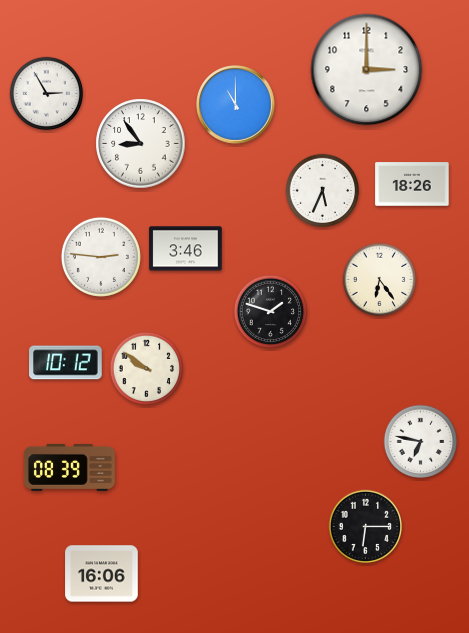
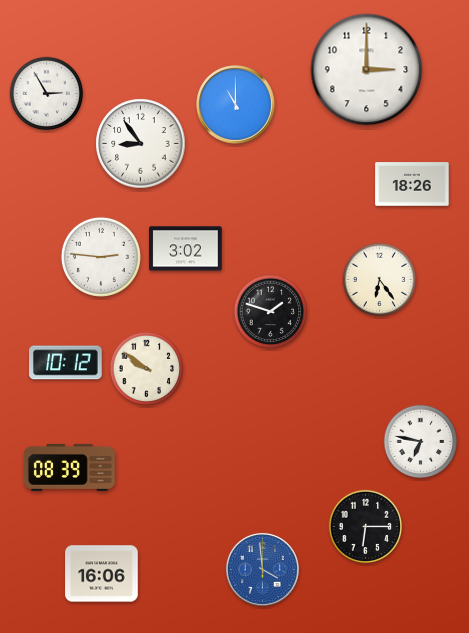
clock at (323, 191): 5:34 -> none
clock at (186, 249): 3:46 -> 3:02
clock at (262, 569): none -> 3:59
